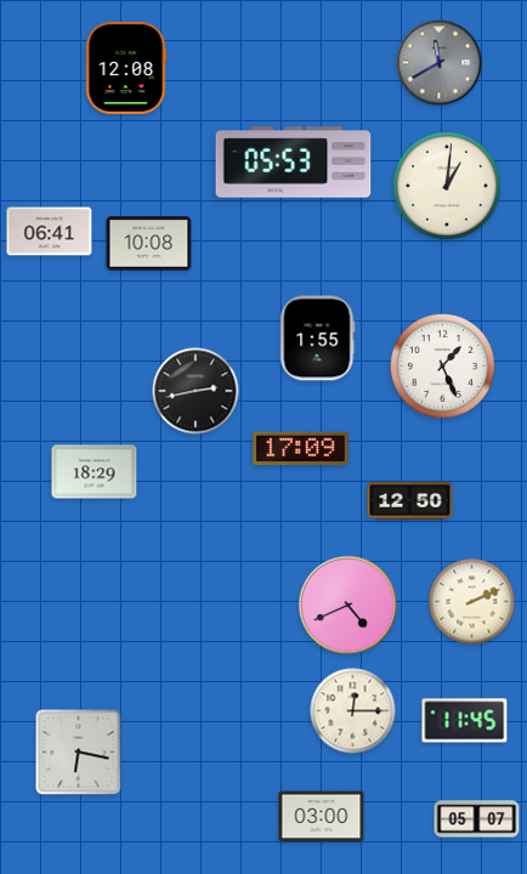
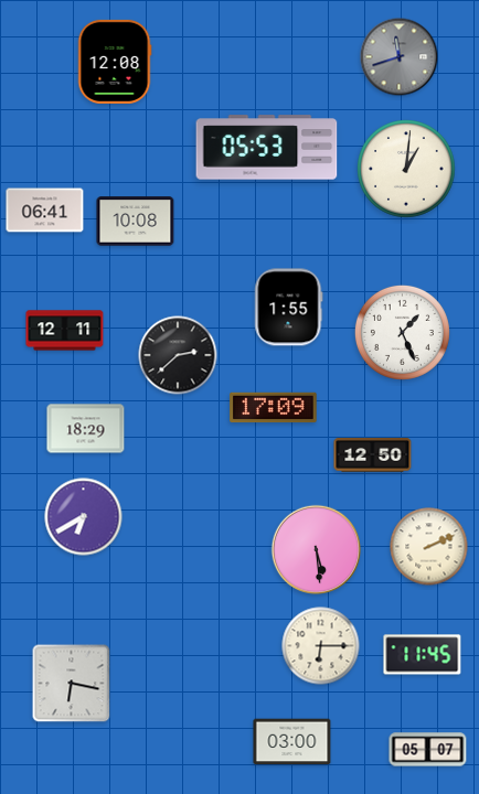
clock at (440, 63): 11:40 -> 11:42
clock at (65, 331): none -> 12:11
clock at (195, 391): 2:43 -> 2:38
clock at (84, 517): none -> 6:40
clock at (347, 605): 4:41 -> 5:29
clock at (353, 711): 12:15 -> 6:15
clock at (477, 819) position: (477, 819) -> (428, 750)
